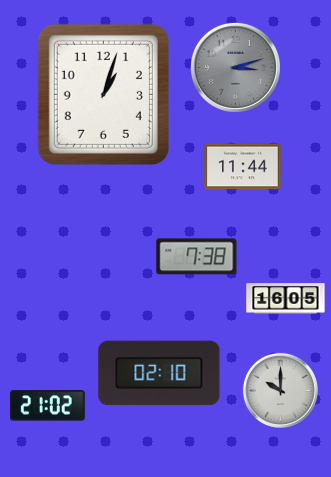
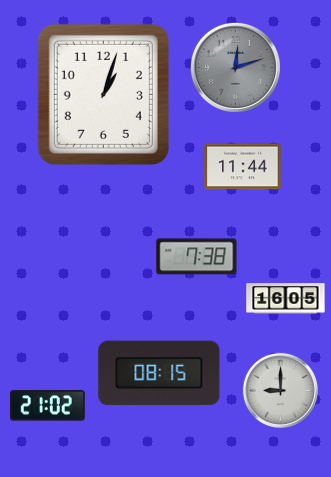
clock at (235, 67): 3:12 -> 12:12
clock at (159, 373): 02:10 -> 08:15
clock at (280, 390): 10:00 -> 9:00
